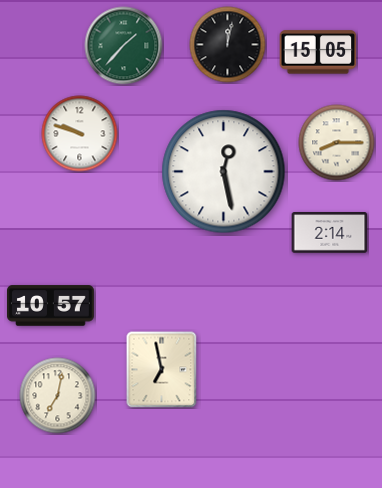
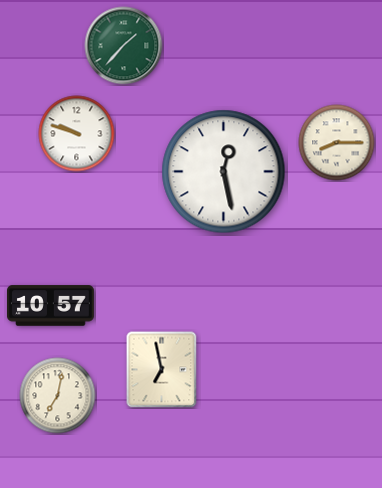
clock at (228, 45): 12:02 -> none
clock at (318, 52): 15:05 -> none
clock at (80, 134) position: (80, 134) -> (77, 134)
clock at (330, 233): 2:14 -> none
